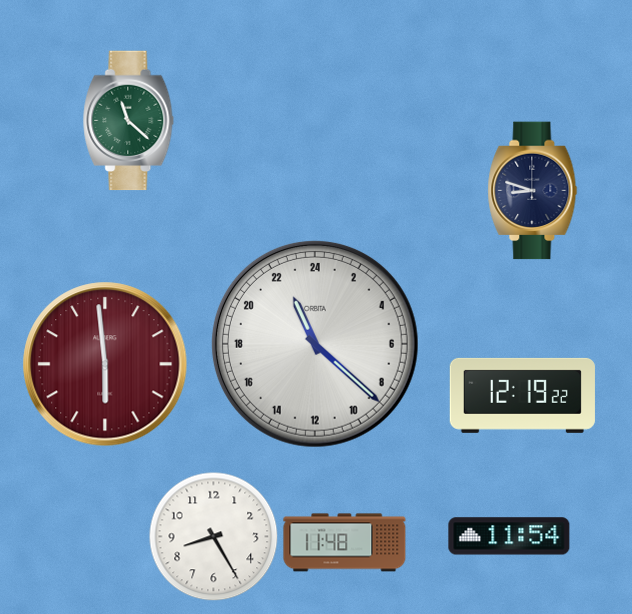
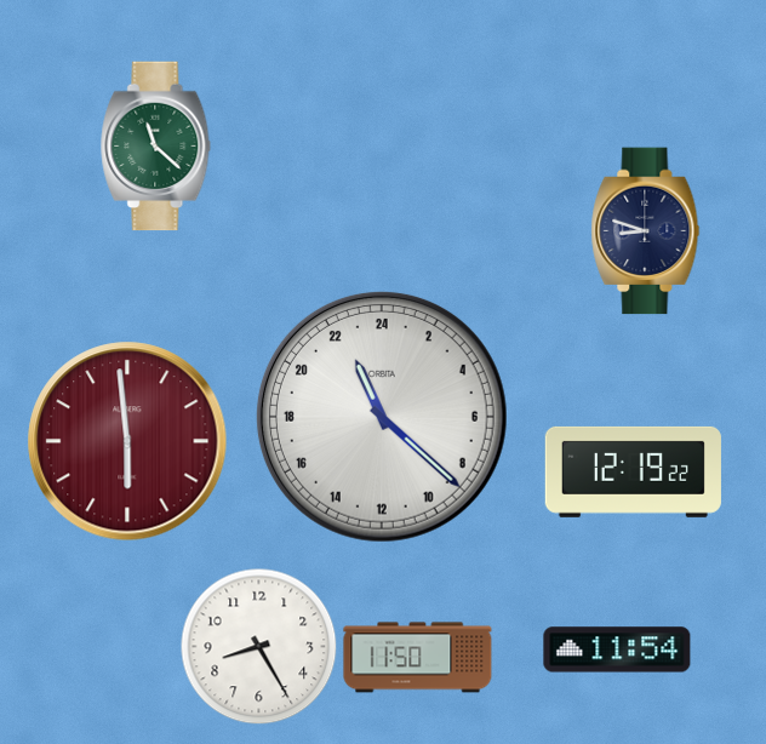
clock at (522, 395) position: (522, 395) -> (633, 471)
clock at (213, 536) position: (213, 536) -> (258, 646)
clock at (345, 543): 11:48 -> 11:50
